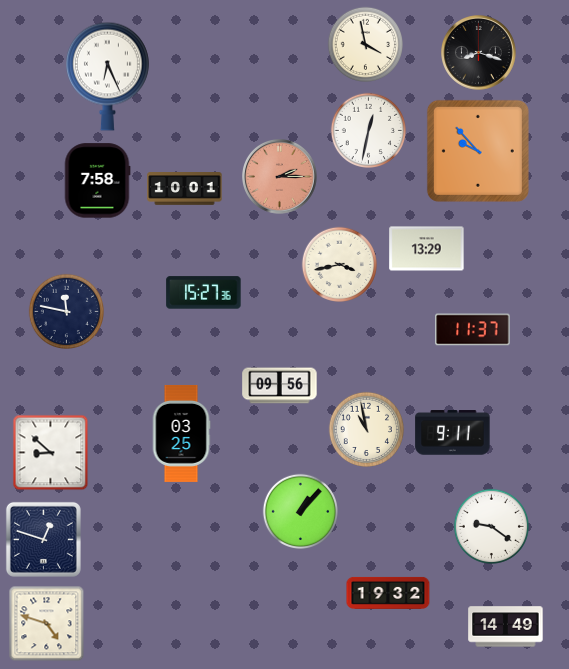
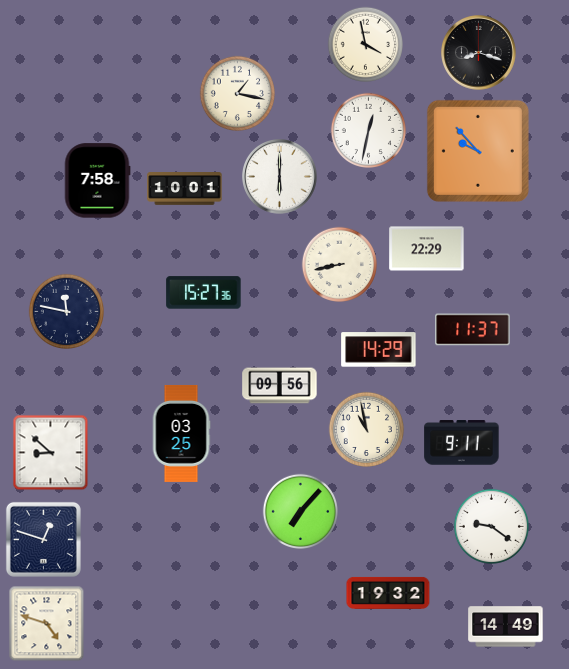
clock at (107, 76): 6:26 -> none
clock at (237, 93): none -> 1:17
clock at (280, 177): 2:15 -> 6:00
clock at (280, 177) dial: salmon -> white
clock at (427, 249): 13:29 -> 22:29
clock at (339, 264): 3:43 -> 8:43
clock at (379, 350): none -> 14:29
clock at (453, 433) position: (453, 433) -> (462, 443)
clock at (300, 511): 1:07 -> 7:07
